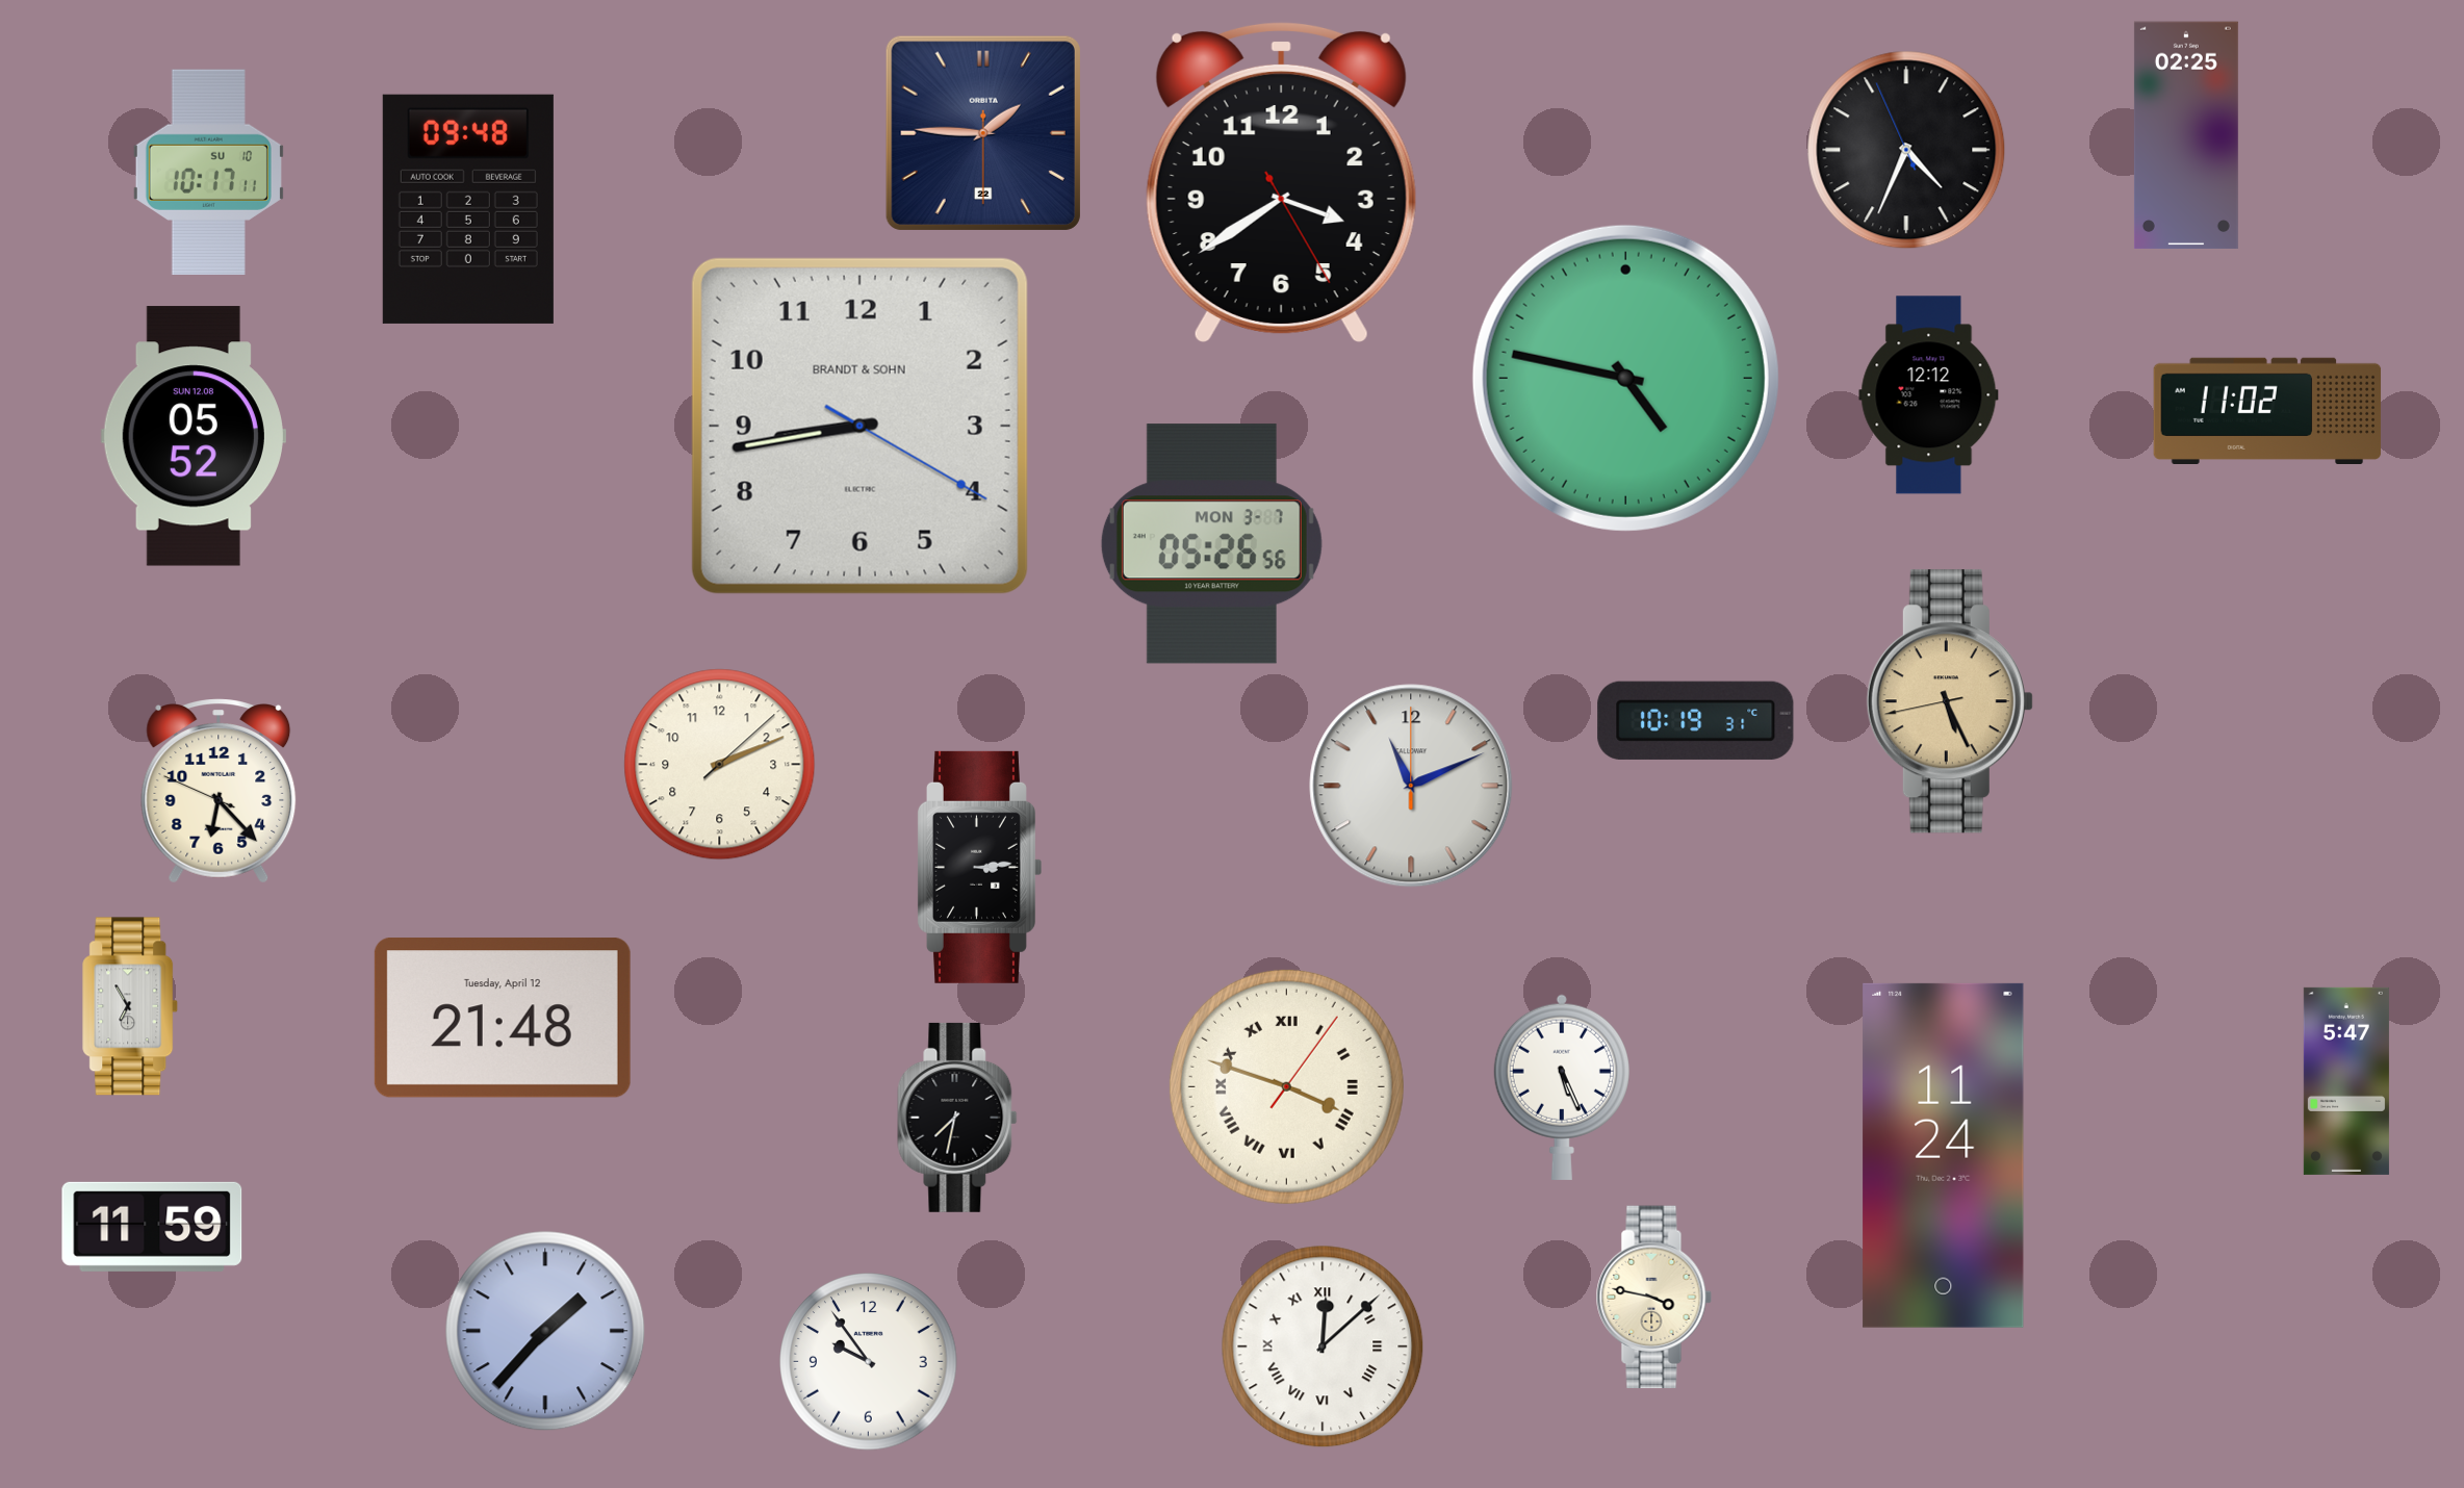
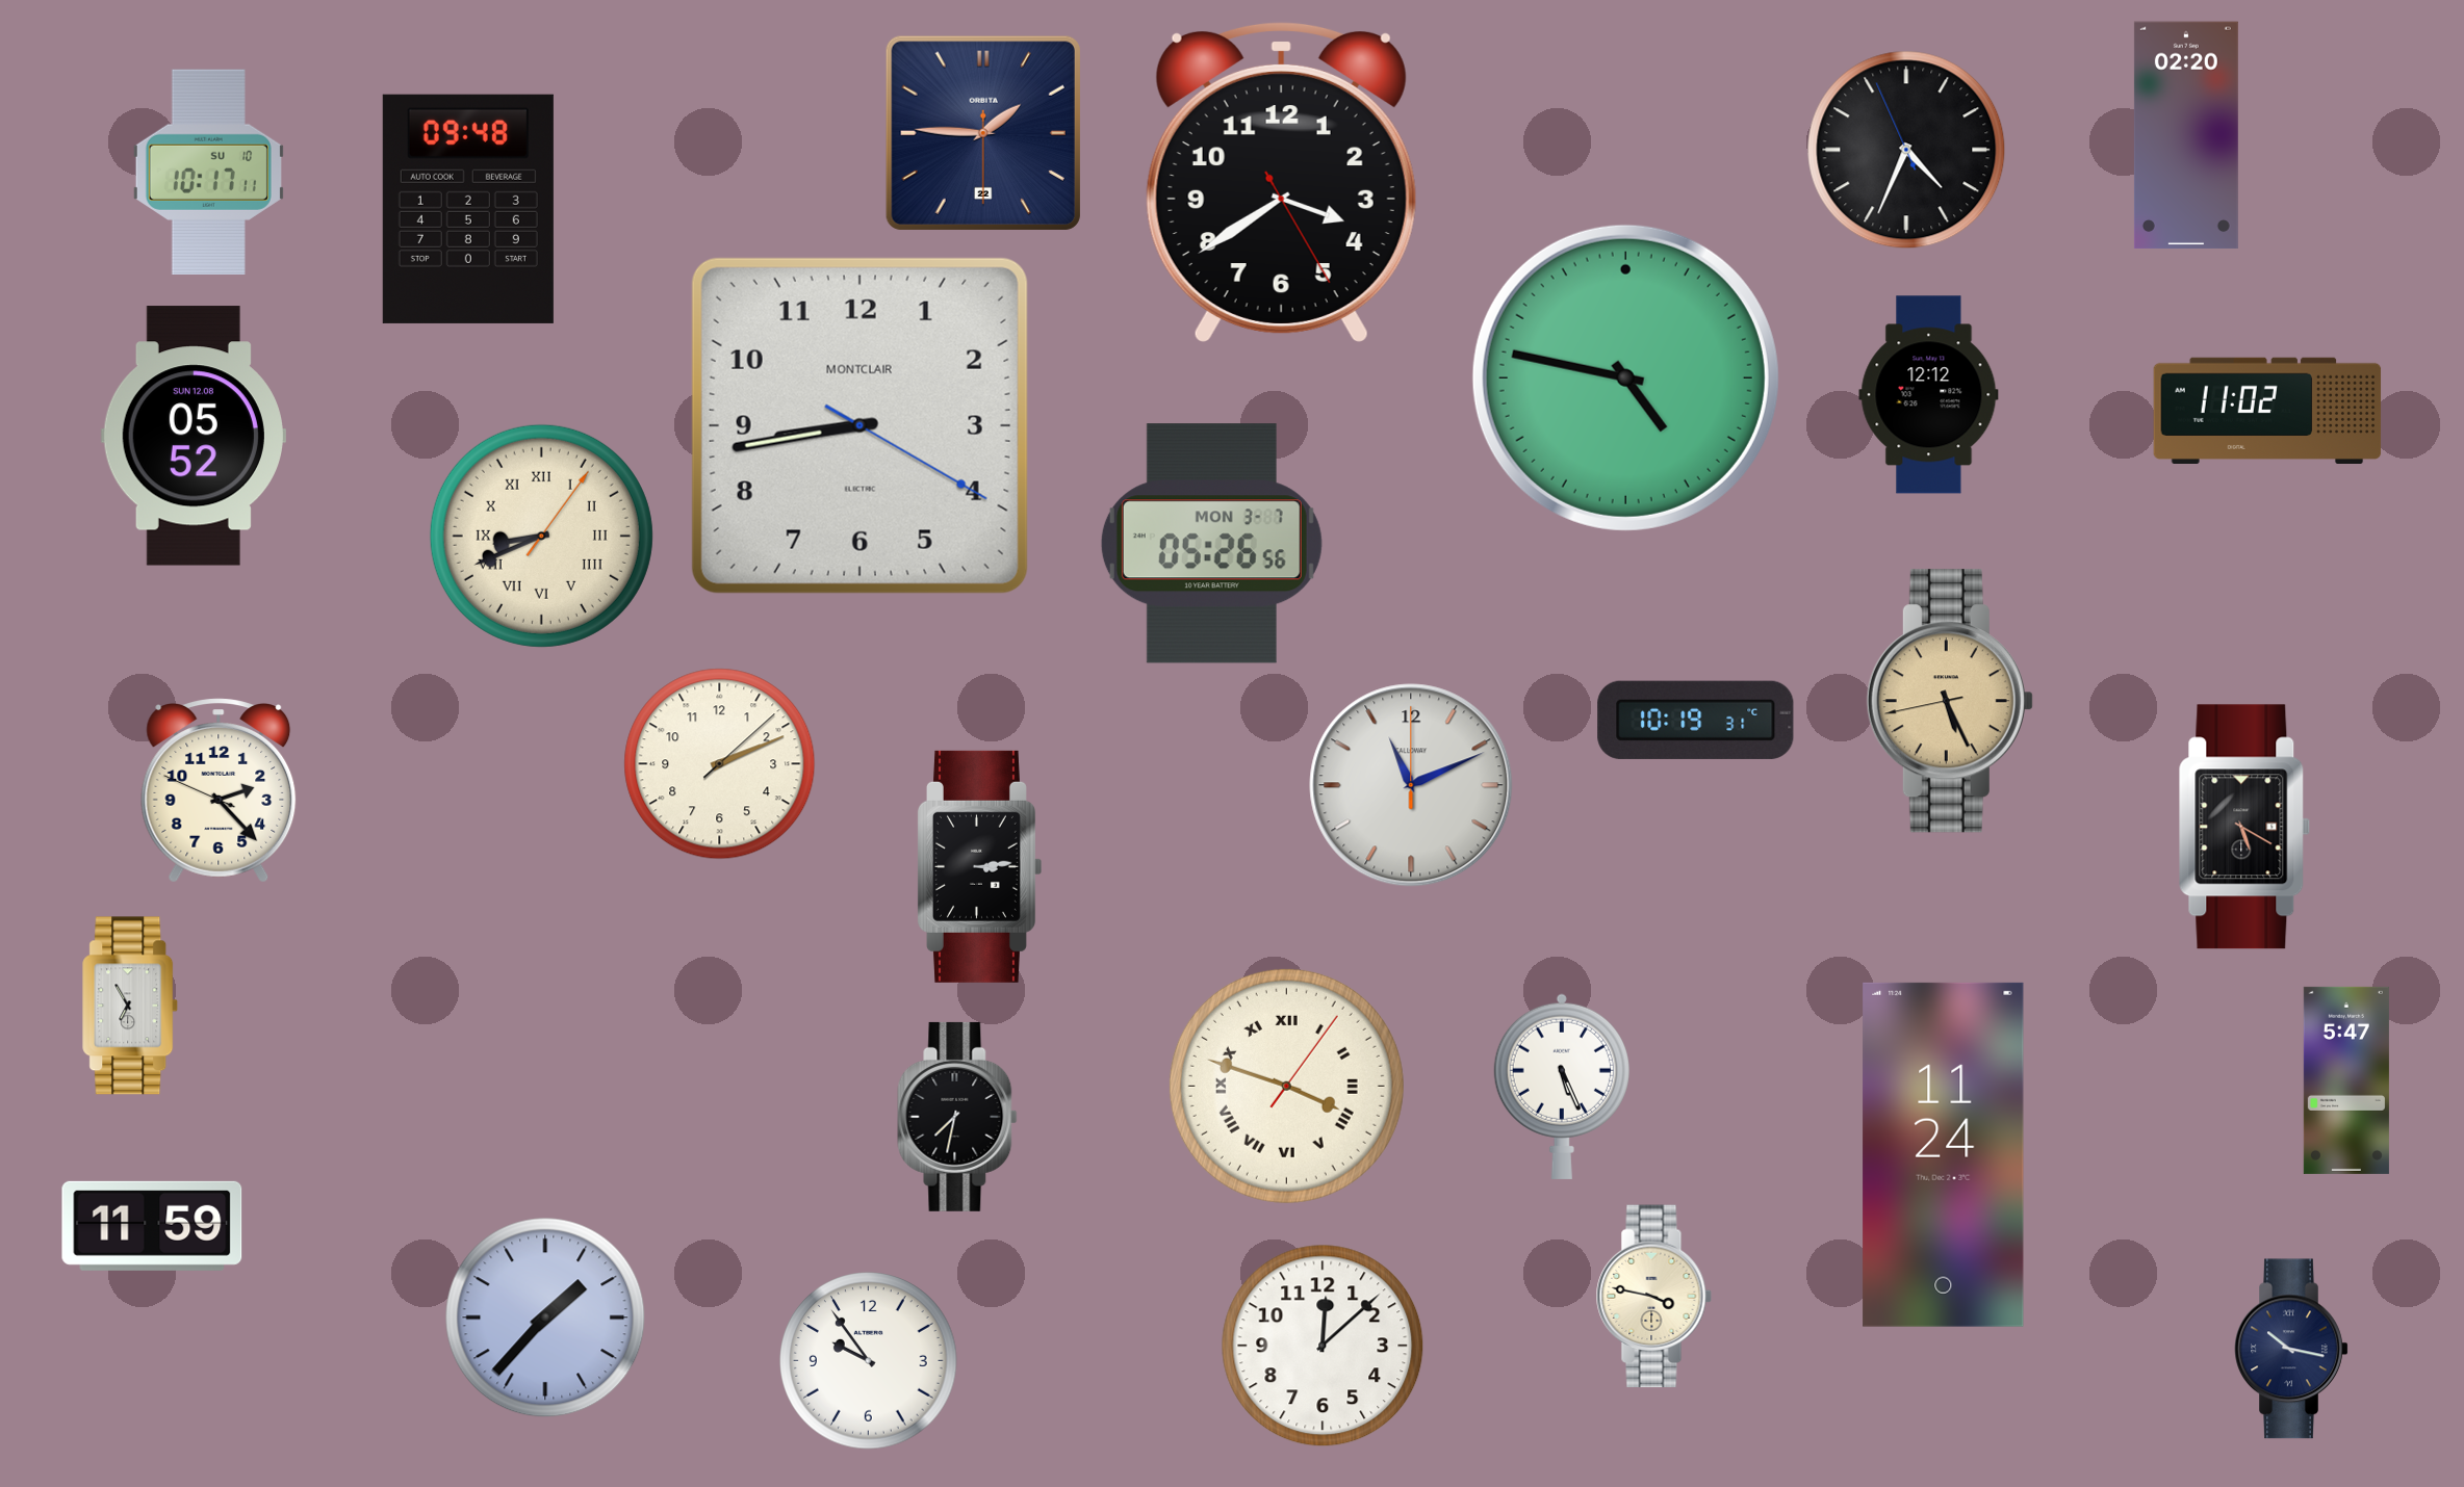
clock at (2186, 135): 02:25 -> 02:20
clock at (859, 426) brand: BRANDT & SOHN -> MONTCLAIR
clock at (541, 536): none -> 8:41
clock at (219, 791): 6:22 -> 2:22
clock at (2244, 827): none -> 5:20
clock at (503, 1018): 21:48 -> none
clock at (545, 1331) position: (545, 1331) -> (545, 1318)
clock at (1323, 1346) numerals: Roman -> Arabic
clock at (2291, 1349): none -> 10:17
